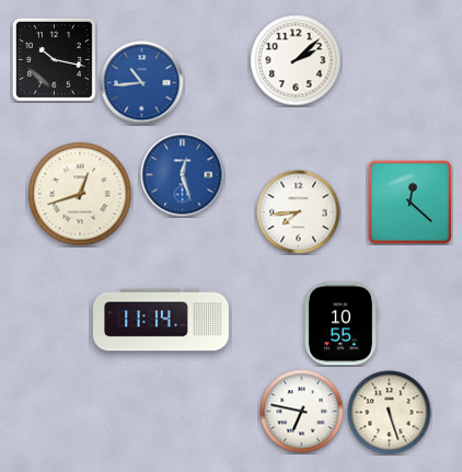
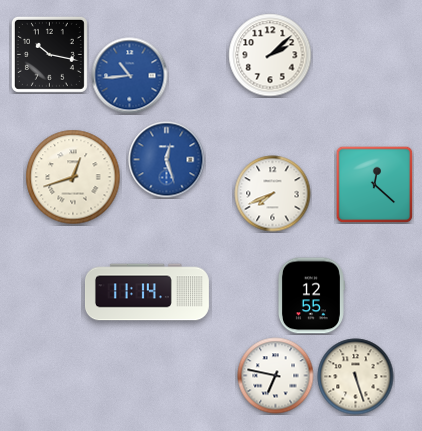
clock at (299, 212): 7:44 -> 7:41
clock at (340, 324): 10:55 -> 12:55
